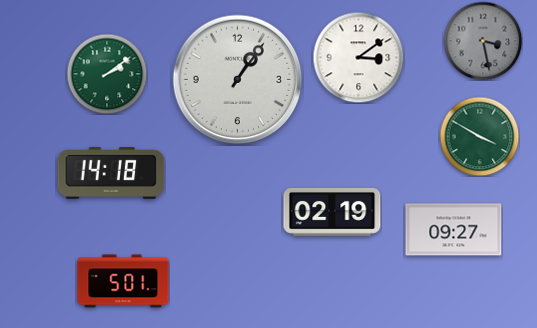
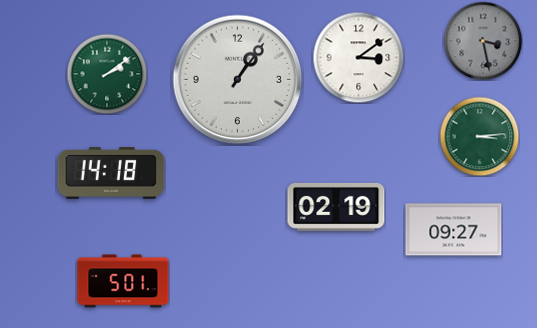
clock at (479, 136): 3:50 -> 3:14
clock at (332, 212) position: (332, 212) -> (336, 207)
